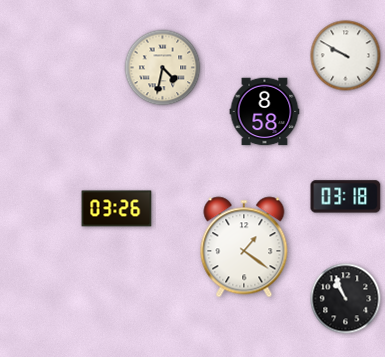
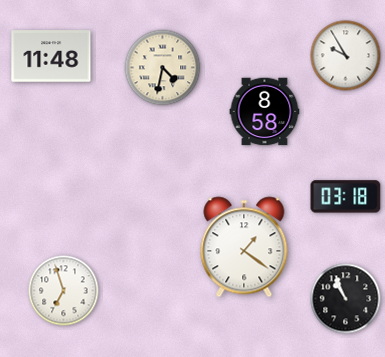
clock at (51, 56): none -> 11:48
clock at (346, 56): 9:50 -> 9:55
clock at (117, 209): 03:26 -> none
clock at (64, 291): none -> 6:57
